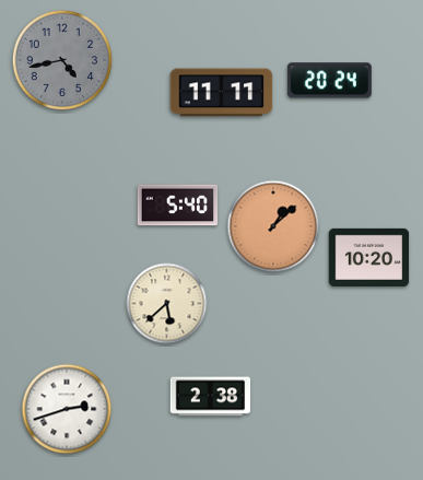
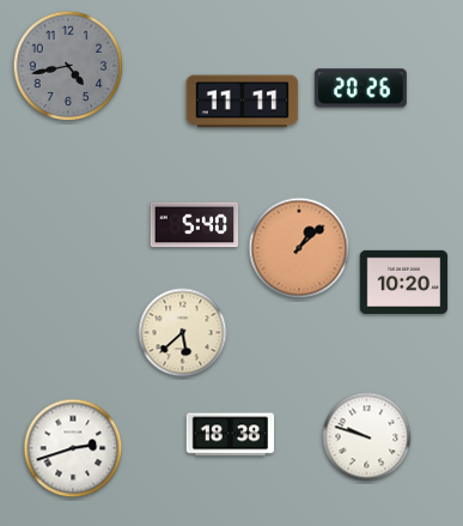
clock at (329, 81): 20:24 -> 20:26
clock at (211, 397): 2:38 -> 18:38
clock at (367, 437): none -> 9:48
